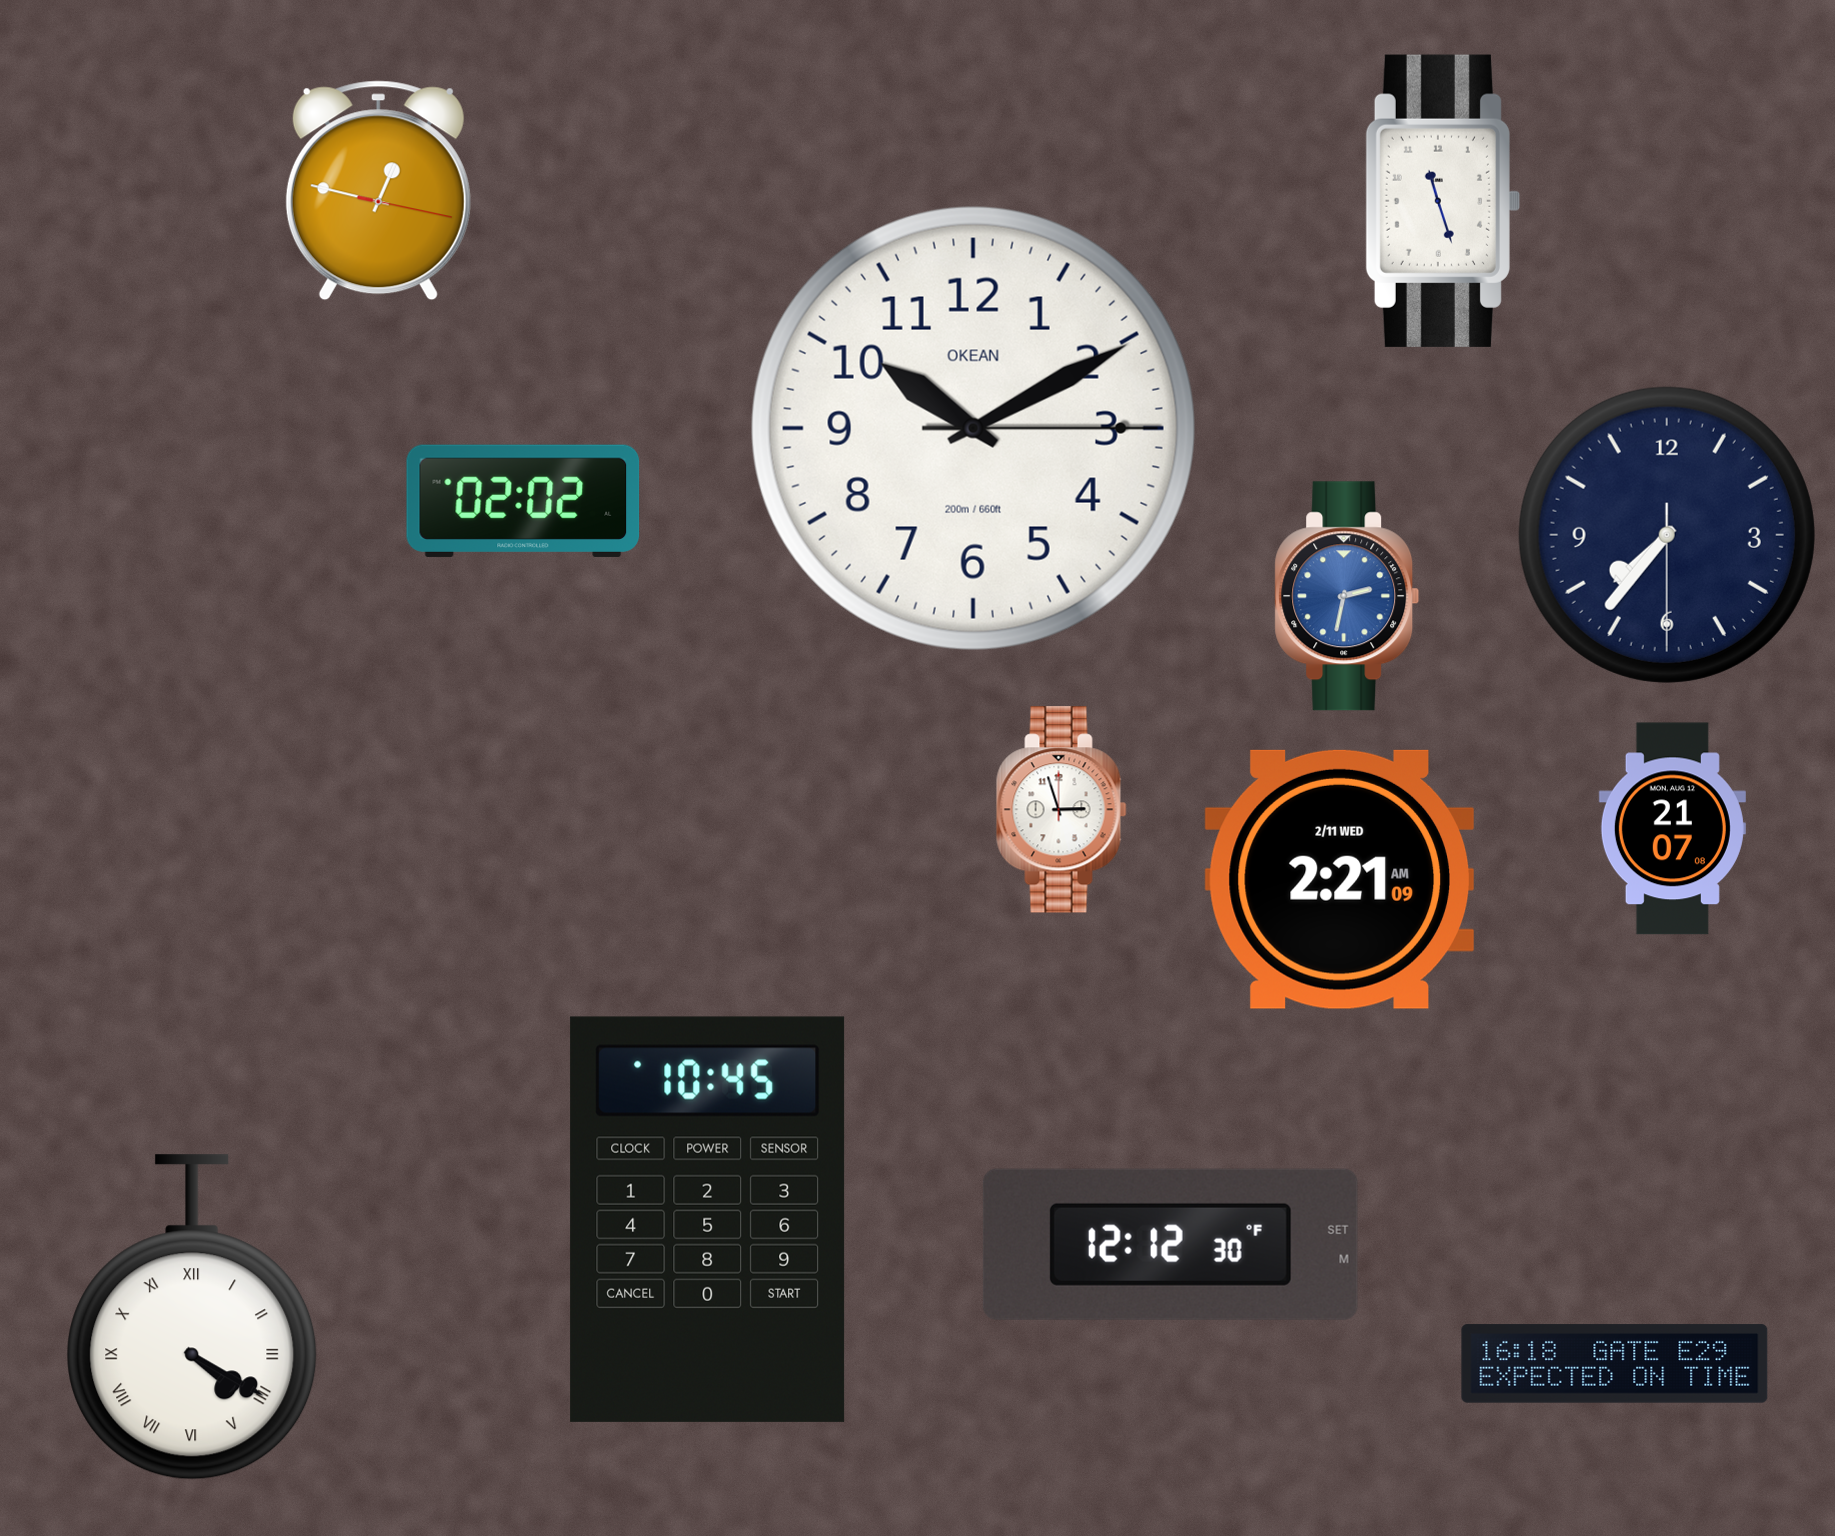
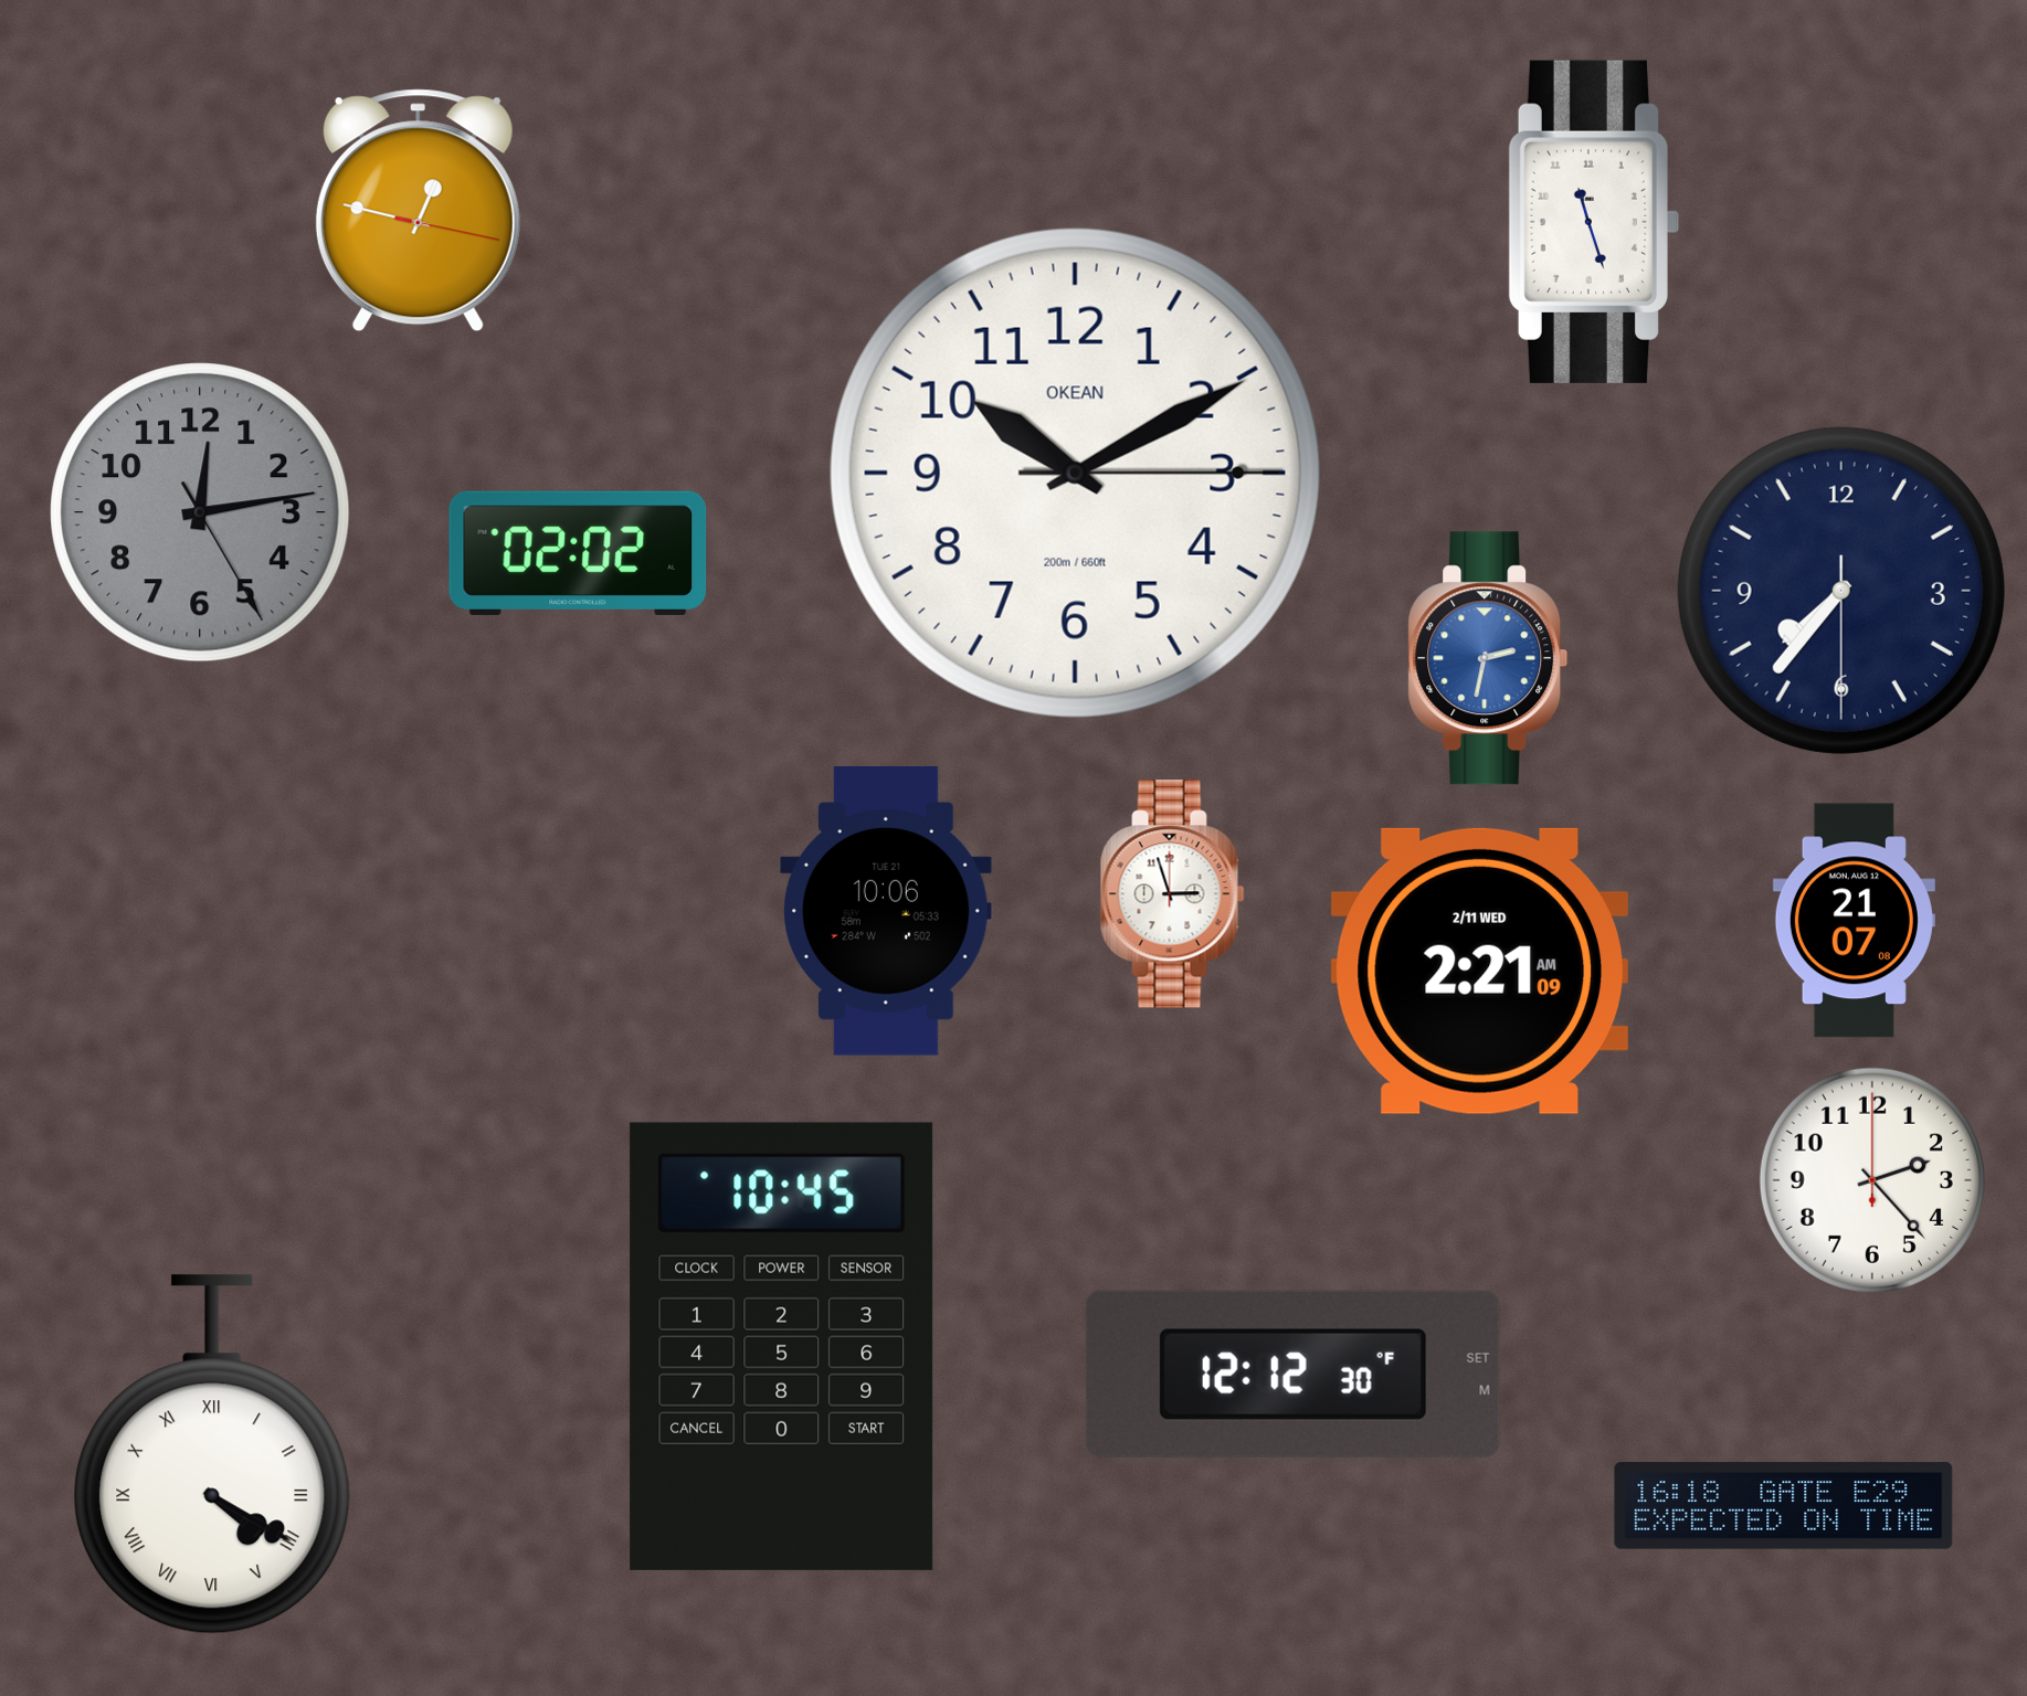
clock at (200, 512): none -> 12:13
clock at (887, 912): none -> 10:06
clock at (1672, 829) position: (1672, 829) -> (1854, 921)
clock at (1872, 1180): none -> 2:23
